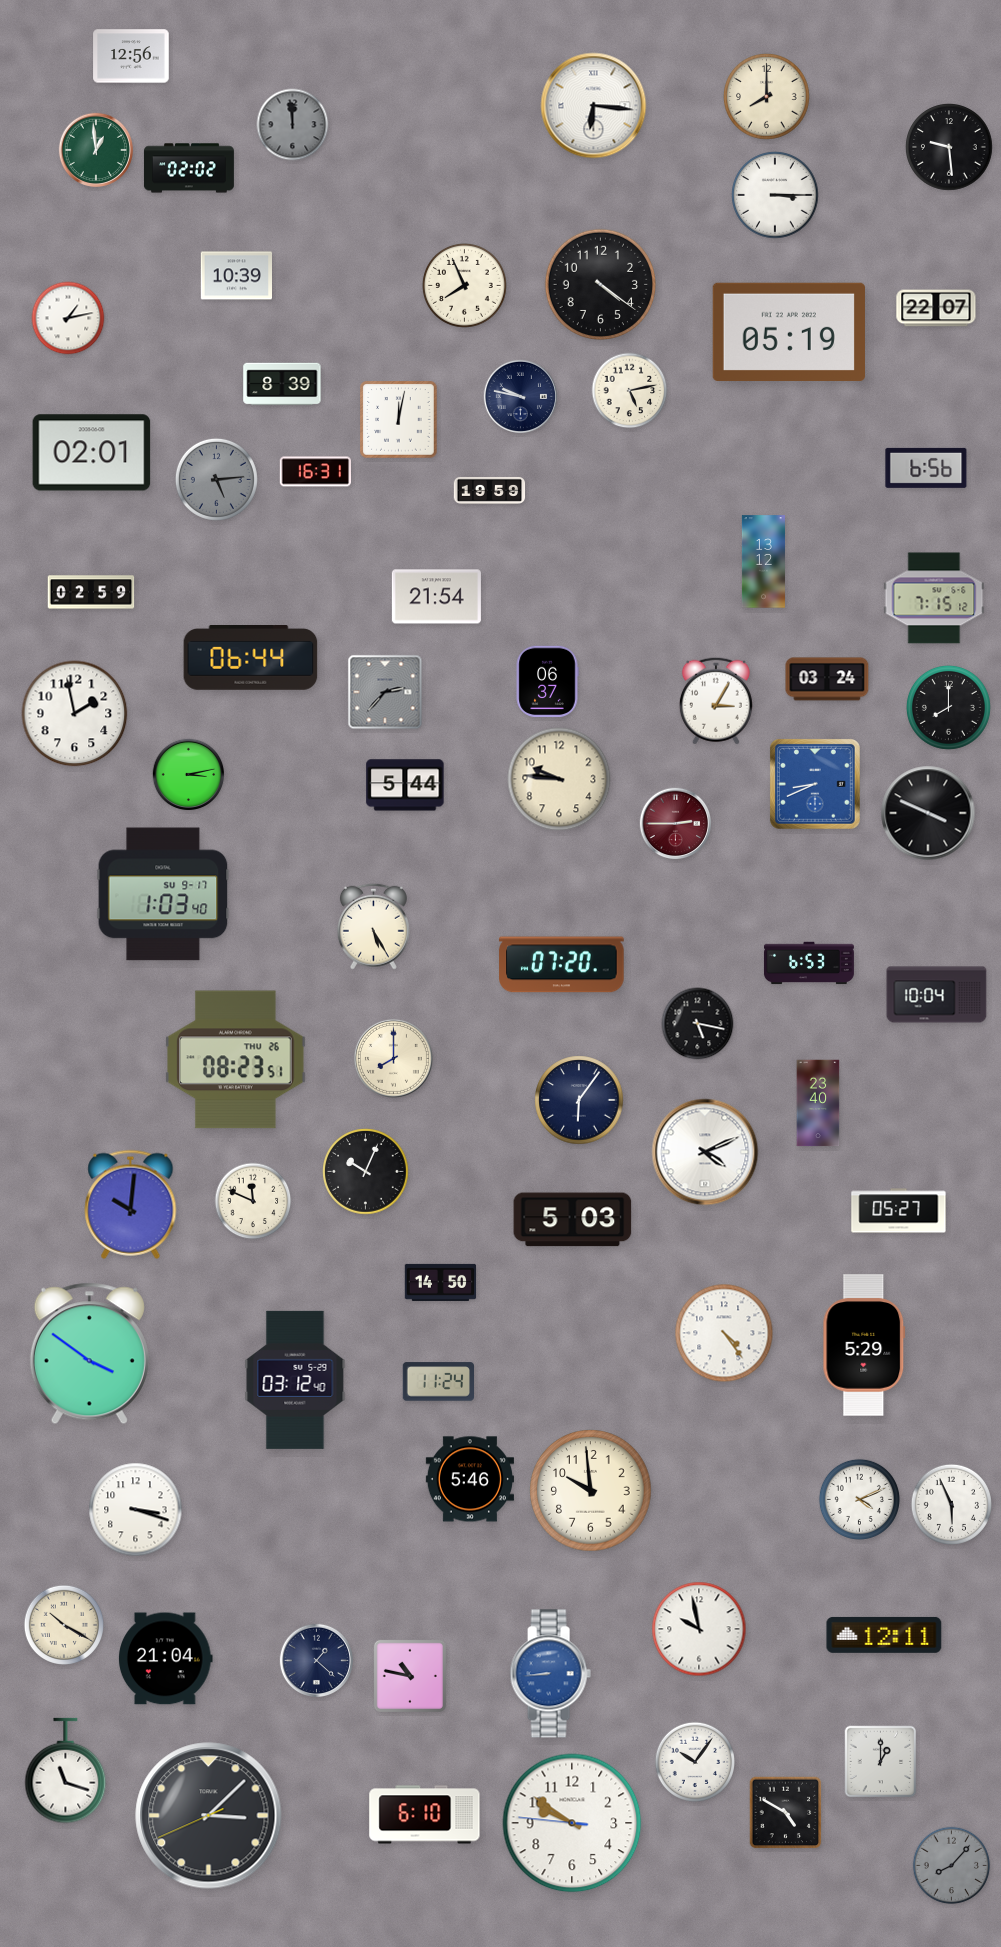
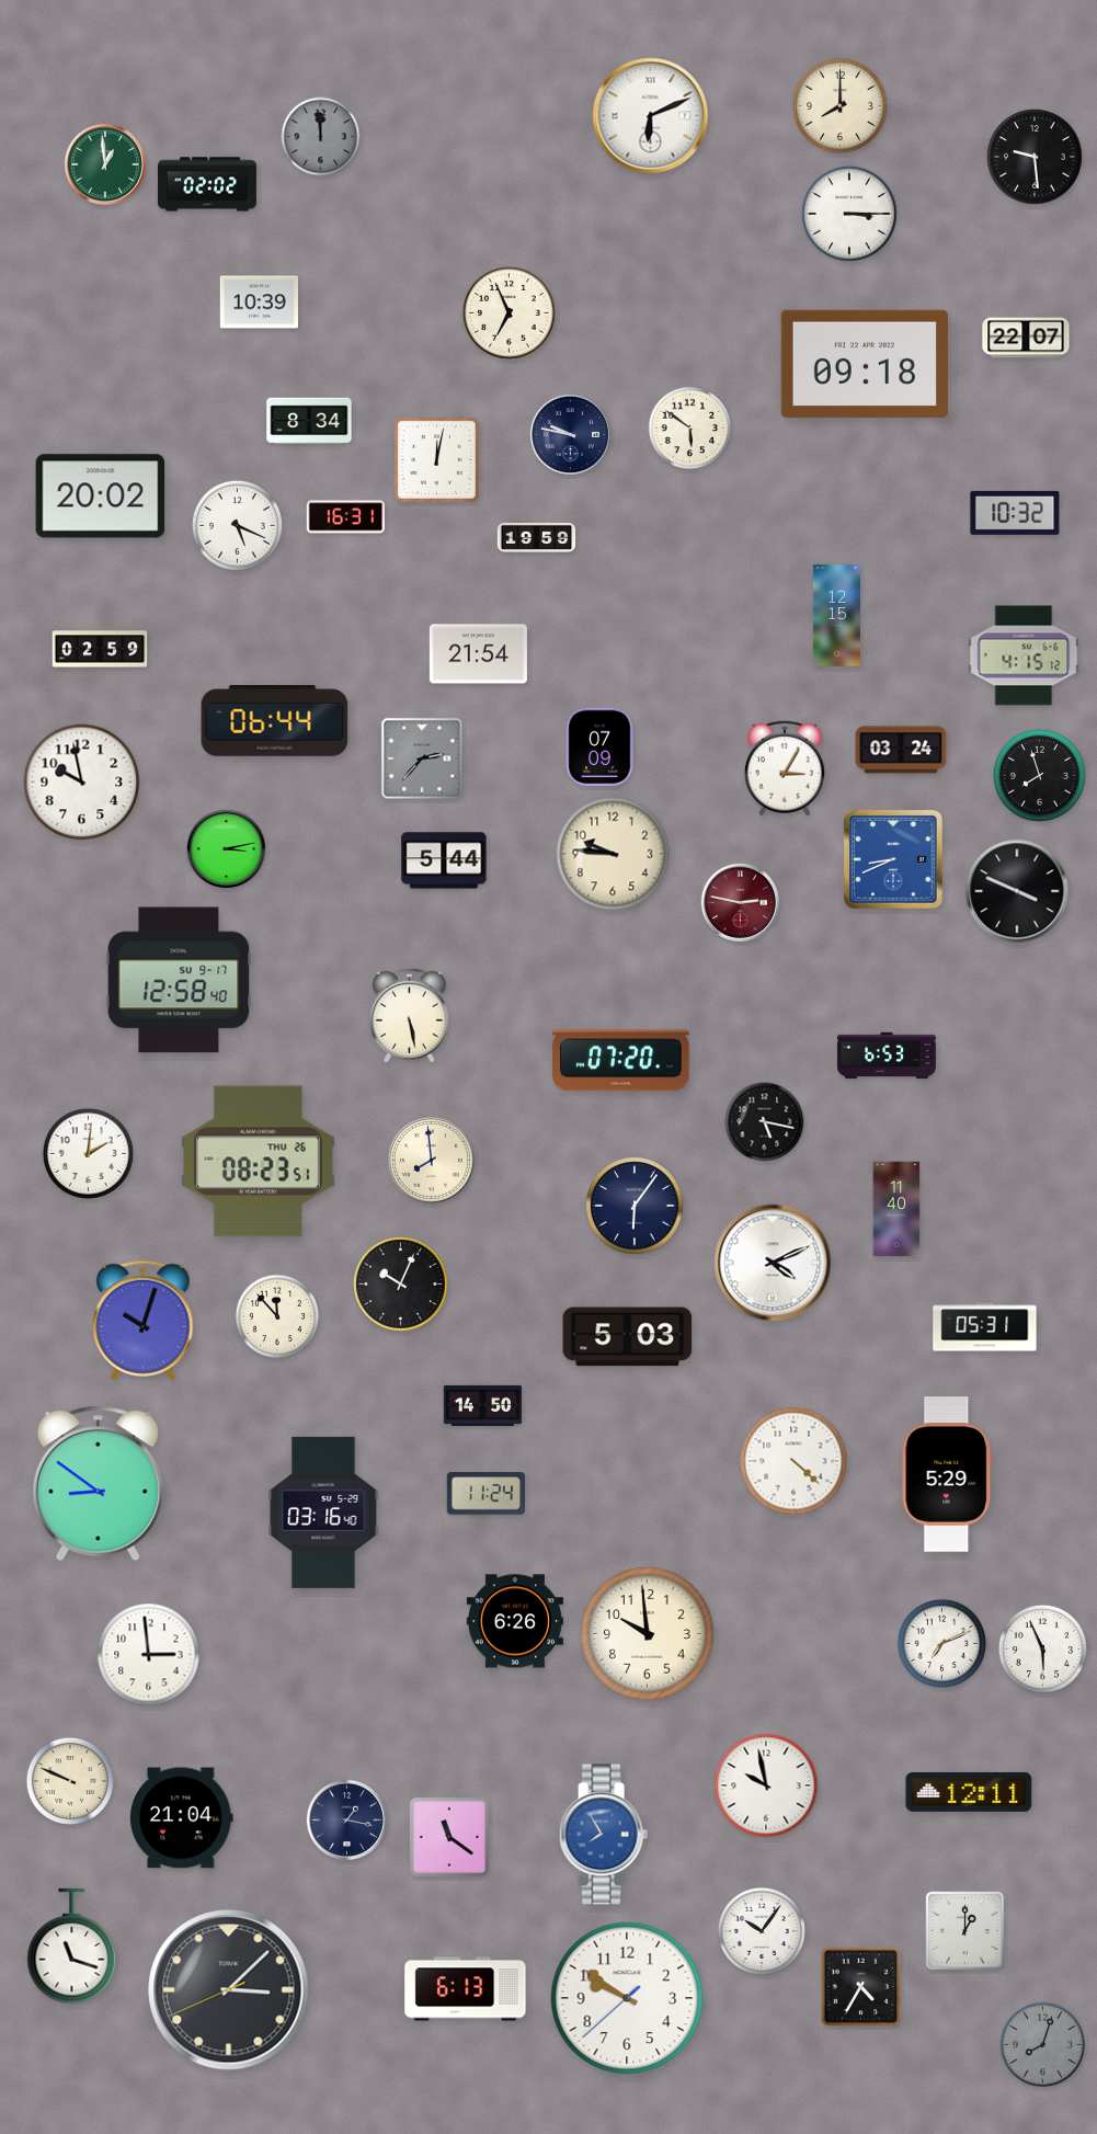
clock at (131, 56): 12:56 -> none
clock at (594, 106): 6:16 -> 6:11
clock at (949, 147) position: (949, 147) -> (1035, 157)
clock at (600, 284): 4:21 -> none
clock at (464, 285): 7:56 -> 6:56
clock at (68, 318): 1:13 -> none
clock at (789, 332): 05:19 -> 09:18
clock at (282, 384): 8:39 -> 8:34
clock at (630, 391): 5:13 -> 5:51
clock at (92, 453): 02:01 -> 20:02
clock at (926, 468): 6:56 -> 10:32
clock at (216, 479): 5:14 -> 5:19
clock at (216, 479) dial: grey -> white
clock at (763, 562): 13:12 -> 12:15
clock at (934, 598): 7:15 -> 4:15
clock at (827, 679) position: (827, 679) -> (901, 750)
clock at (547, 682): 06:37 -> 07:09
clock at (948, 707): 8:00 -> 7:57
clock at (75, 714): 1:58 -> 9:58
clock at (189, 775) position: (189, 775) -> (227, 849)
clock at (676, 824): 2:45 -> 2:47
clock at (163, 894): 1:03 -> 12:58
clock at (373, 926): 5:25 -> 5:28
clock at (562, 965) position: (562, 965) -> (621, 1061)
clock at (937, 995): 10:04 -> none
clock at (88, 1153): none -> 2:01
clock at (393, 1058): 8:00 -> 7:59
clock at (818, 1103): 23:40 -> 11:40
clock at (253, 1201): 11:49 -> 11:53
clock at (131, 1204): 10:01 -> 10:03
clock at (899, 1211): 05:27 -> 05:31
clock at (724, 1333): 4:24 -> 4:22
clock at (89, 1354): 3:51 -> 8:51
clock at (295, 1380): 03:12 -> 03:16
clock at (438, 1382) position: (438, 1382) -> (485, 1494)
clock at (470, 1479): 5:46 -> 6:26
clock at (859, 1499): 4:11 -> 7:11
clock at (136, 1510): 3:18 -> 2:59
clock at (63, 1624): 10:20 -> 9:49
clock at (316, 1660): 1:22 -> 1:17
clock at (550, 1674): 8:44 -> 7:55
clock at (410, 1676): 10:47 -> 11:21
clock at (66, 1771) position: (66, 1771) -> (72, 1947)
clock at (786, 1813): 4:50 -> 4:35
clock at (425, 1815): 6:10 -> 6:13
clock at (572, 1823): 9:50:46 -> 9:50:38
clock at (952, 1866): 8:07 -> 8:03
